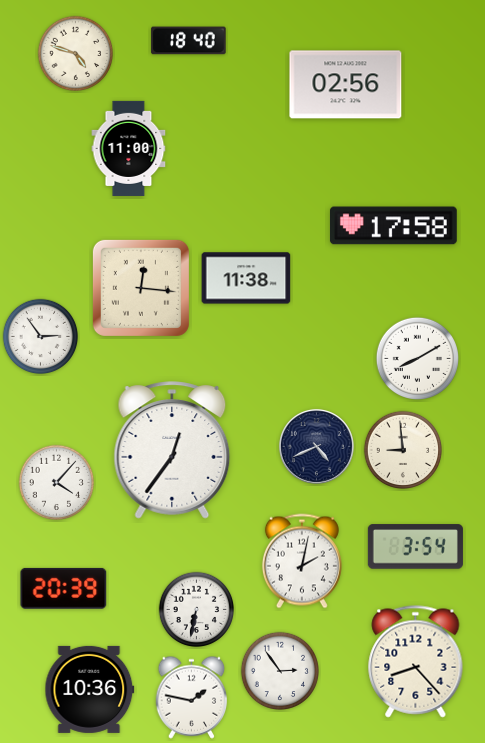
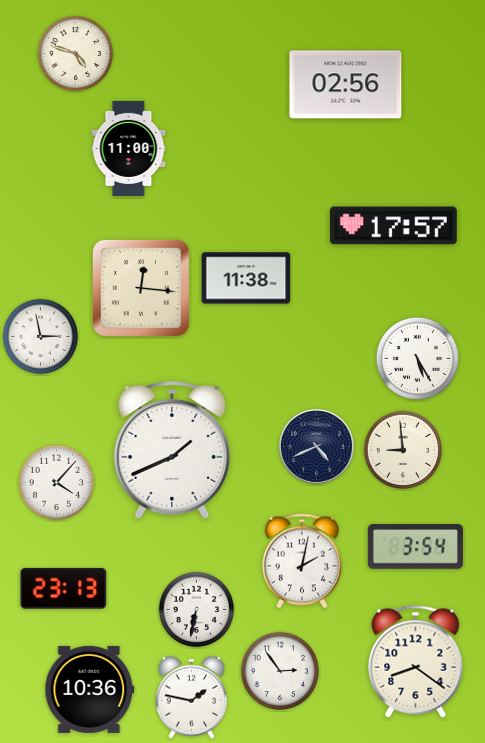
clock at (189, 41): 18:40 -> none
clock at (393, 226): 17:58 -> 17:57
clock at (41, 337): 2:54 -> 2:58
clock at (417, 358): 8:10 -> 5:25
clock at (172, 450): 12:36 -> 1:41
clock at (64, 588): 20:39 -> 23:13
clock at (416, 662): 8:23 -> 8:21
